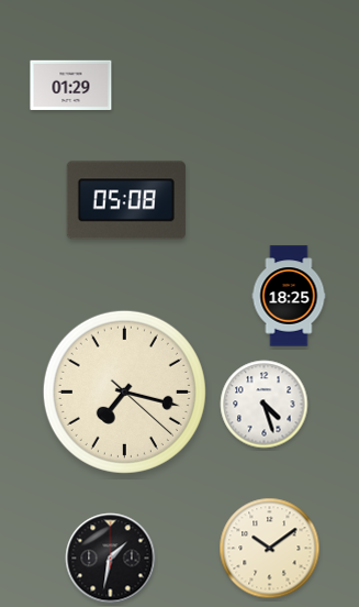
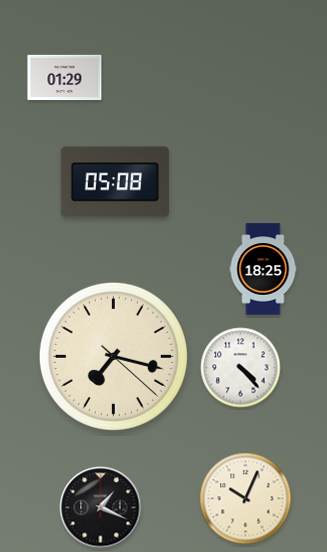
clock at (265, 405): 4:27 -> 4:23
clock at (270, 549): 10:09 -> 10:04
clock at (111, 559): 1:32 -> 1:19
